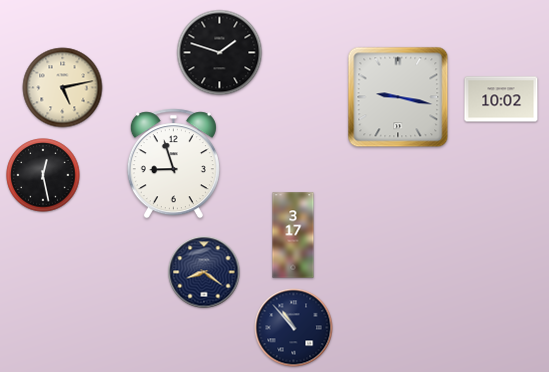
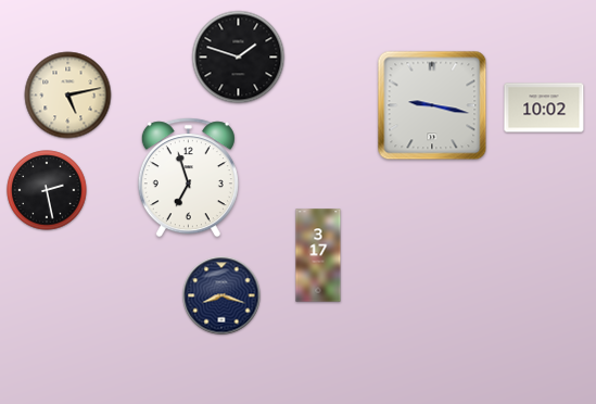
clock at (173, 164): 8:57 -> 6:57
clock at (43, 175): 12:28 -> 2:28
clock at (204, 272): 8:21 -> 8:18
clock at (294, 328): 10:53 -> none
